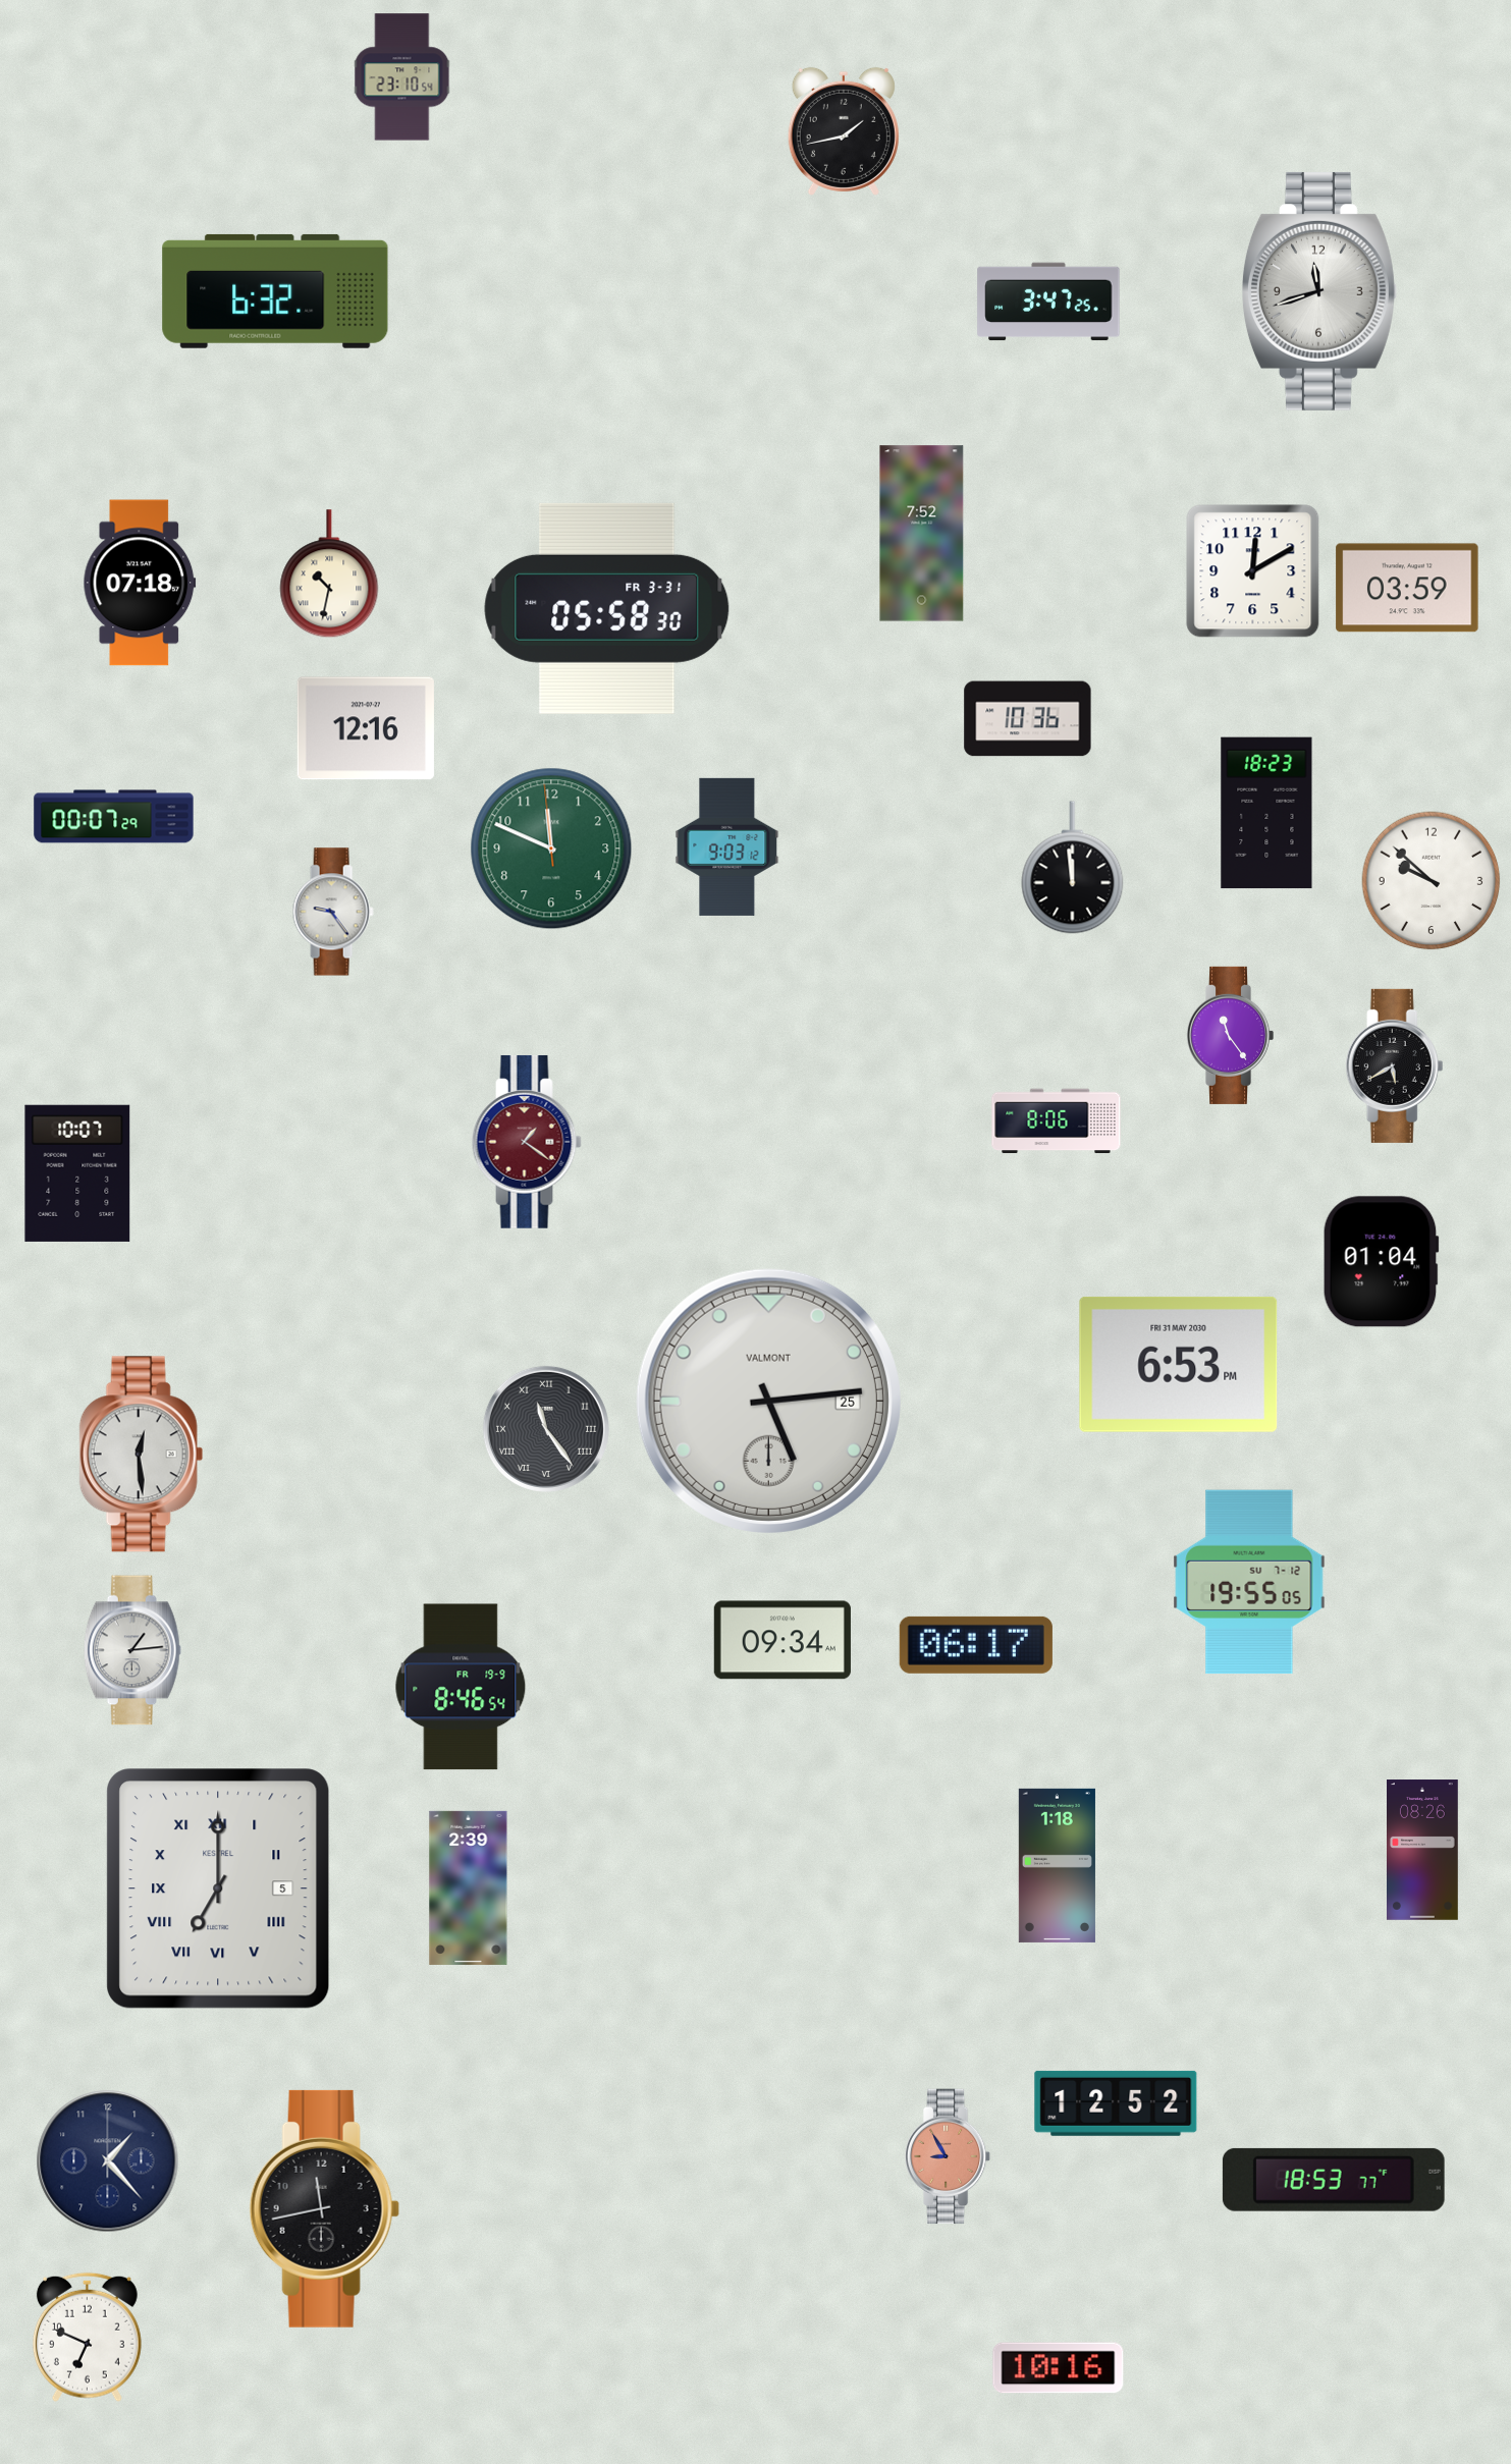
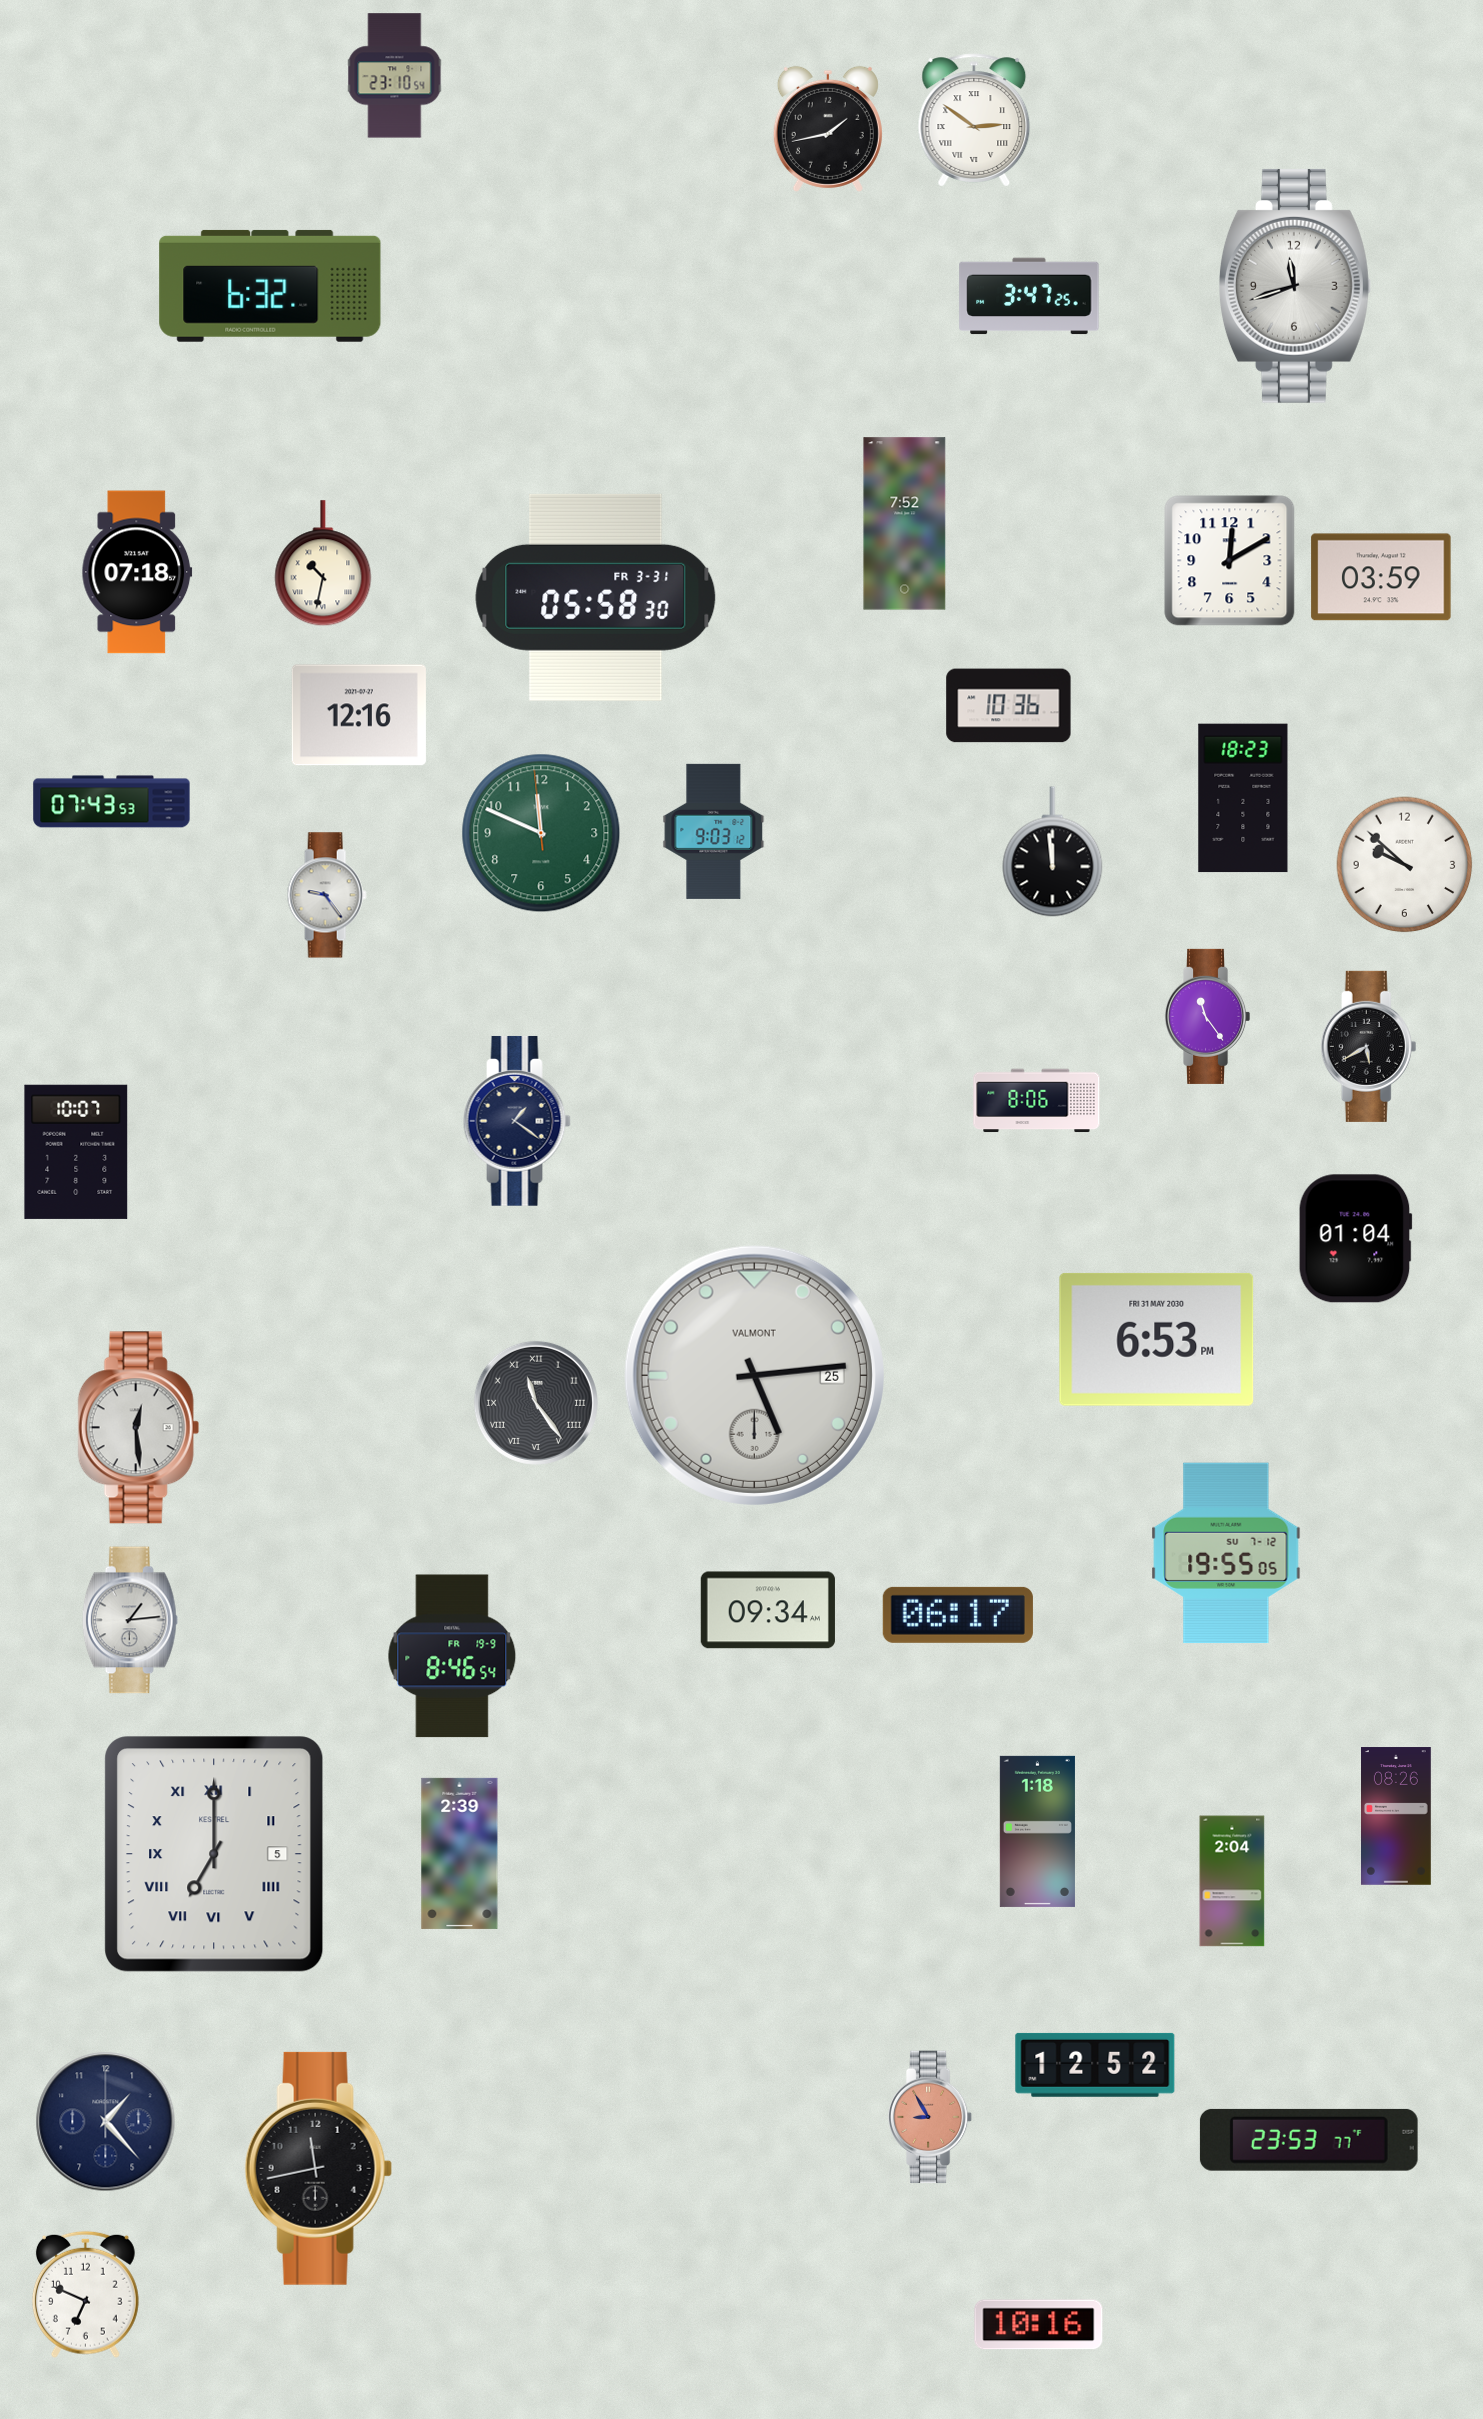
clock at (974, 120): none -> 2:51
clock at (114, 817): 00:07 -> 07:43
clock at (527, 1142) dial: burgundy -> navy
clock at (1232, 1881): none -> 2:04
clock at (1334, 2180): 18:53 -> 23:53
